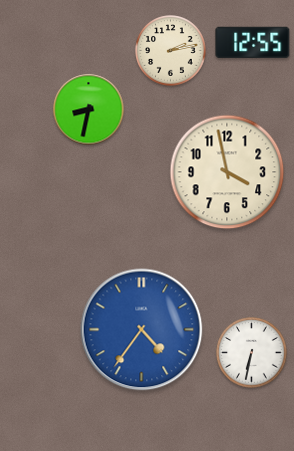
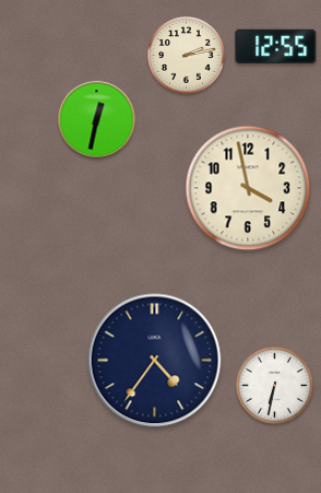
clock at (89, 110): 8:32 -> 12:32
clock at (142, 330) dial: blue -> navy
